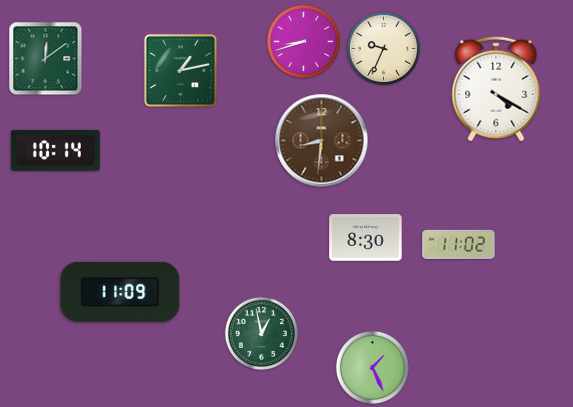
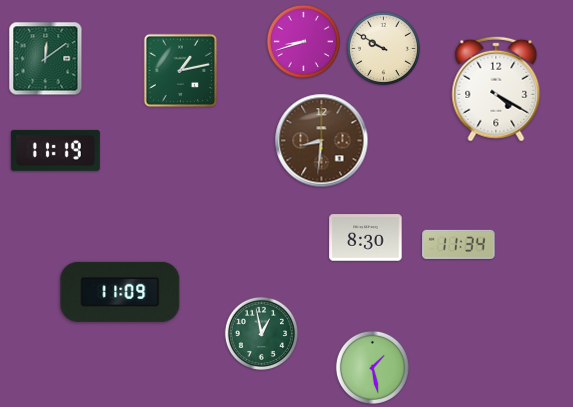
clock at (383, 48): 9:34 -> 9:50
clock at (55, 150): 10:14 -> 11:19
clock at (459, 244): 11:02 -> 11:34
clock at (372, 367): 1:26 -> 1:28
